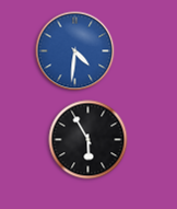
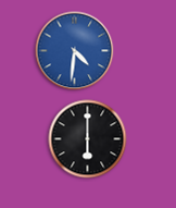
clock at (88, 140): 5:55 -> 6:00
